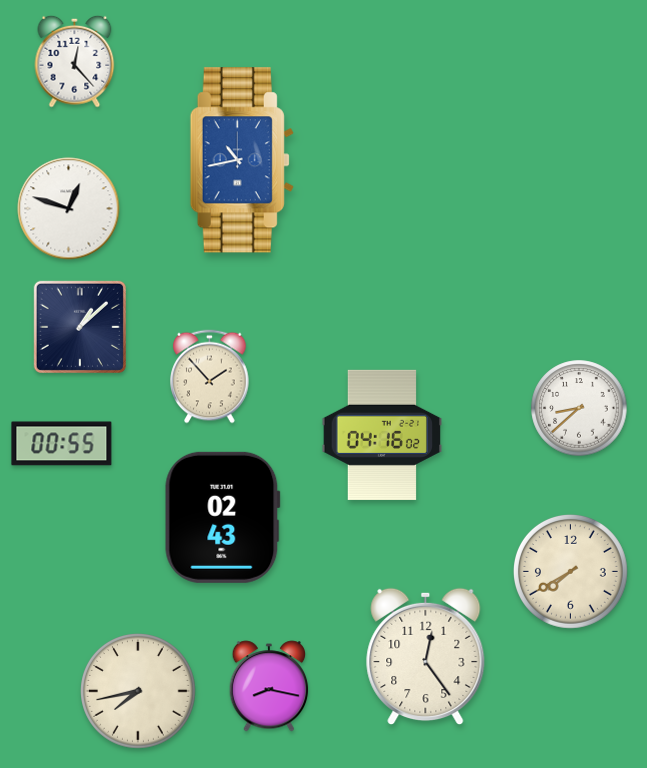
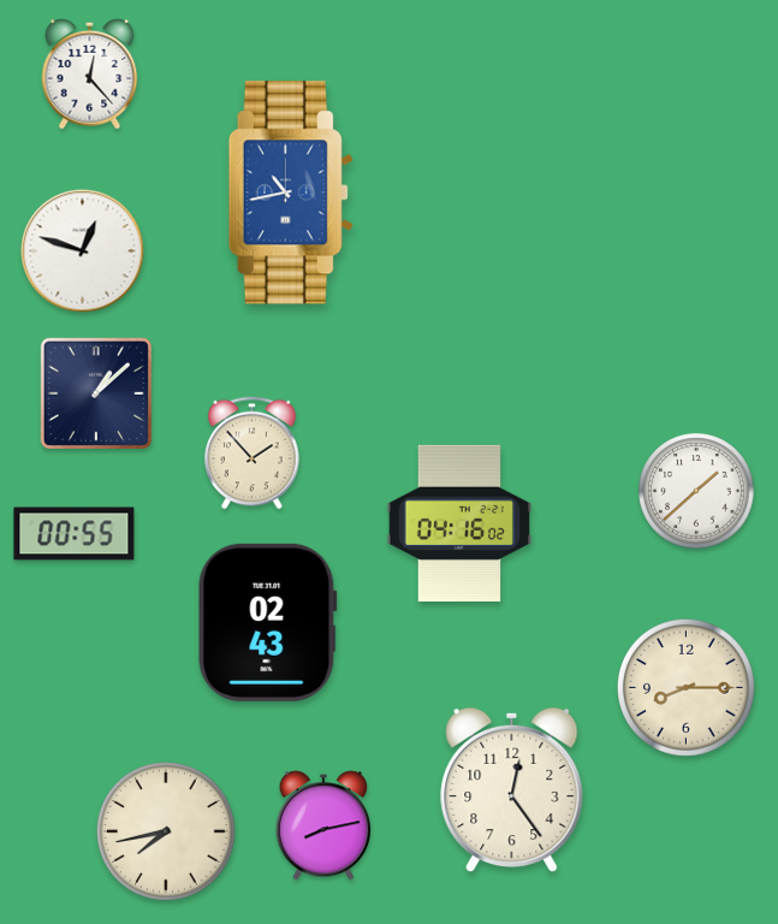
clock at (579, 408): 8:38 -> 1:38
clock at (570, 571): 7:40 -> 8:15
clock at (269, 686): 8:17 -> 8:13
